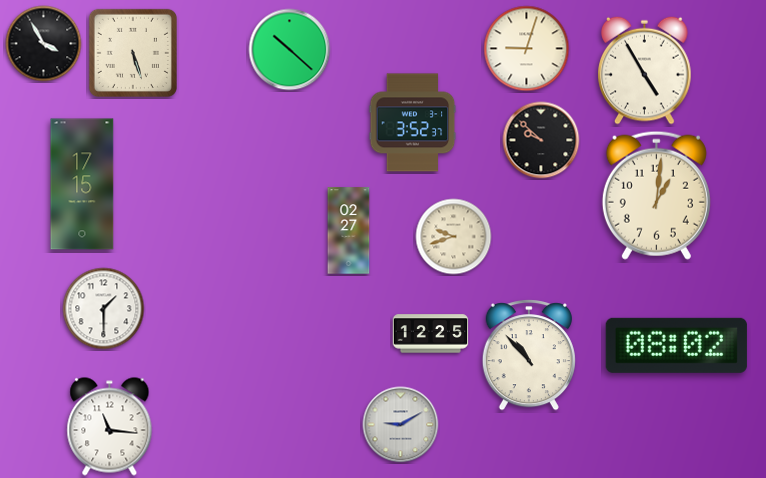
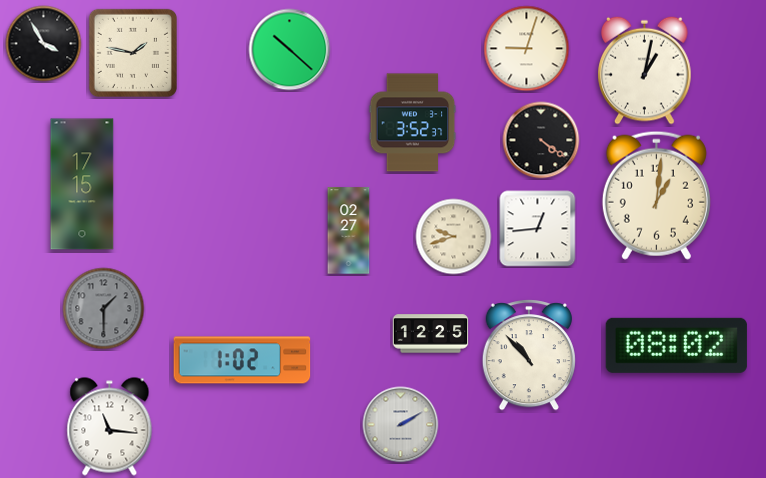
clock at (133, 53): 5:27 -> 1:47
clock at (645, 70): 4:55 -> 1:02
clock at (541, 140): 9:52 -> 4:21
clock at (538, 229): none -> 12:44
clock at (104, 309) dial: white -> grey
clock at (242, 360): none -> 1:02
clock at (401, 425): 9:10 -> 2:10
